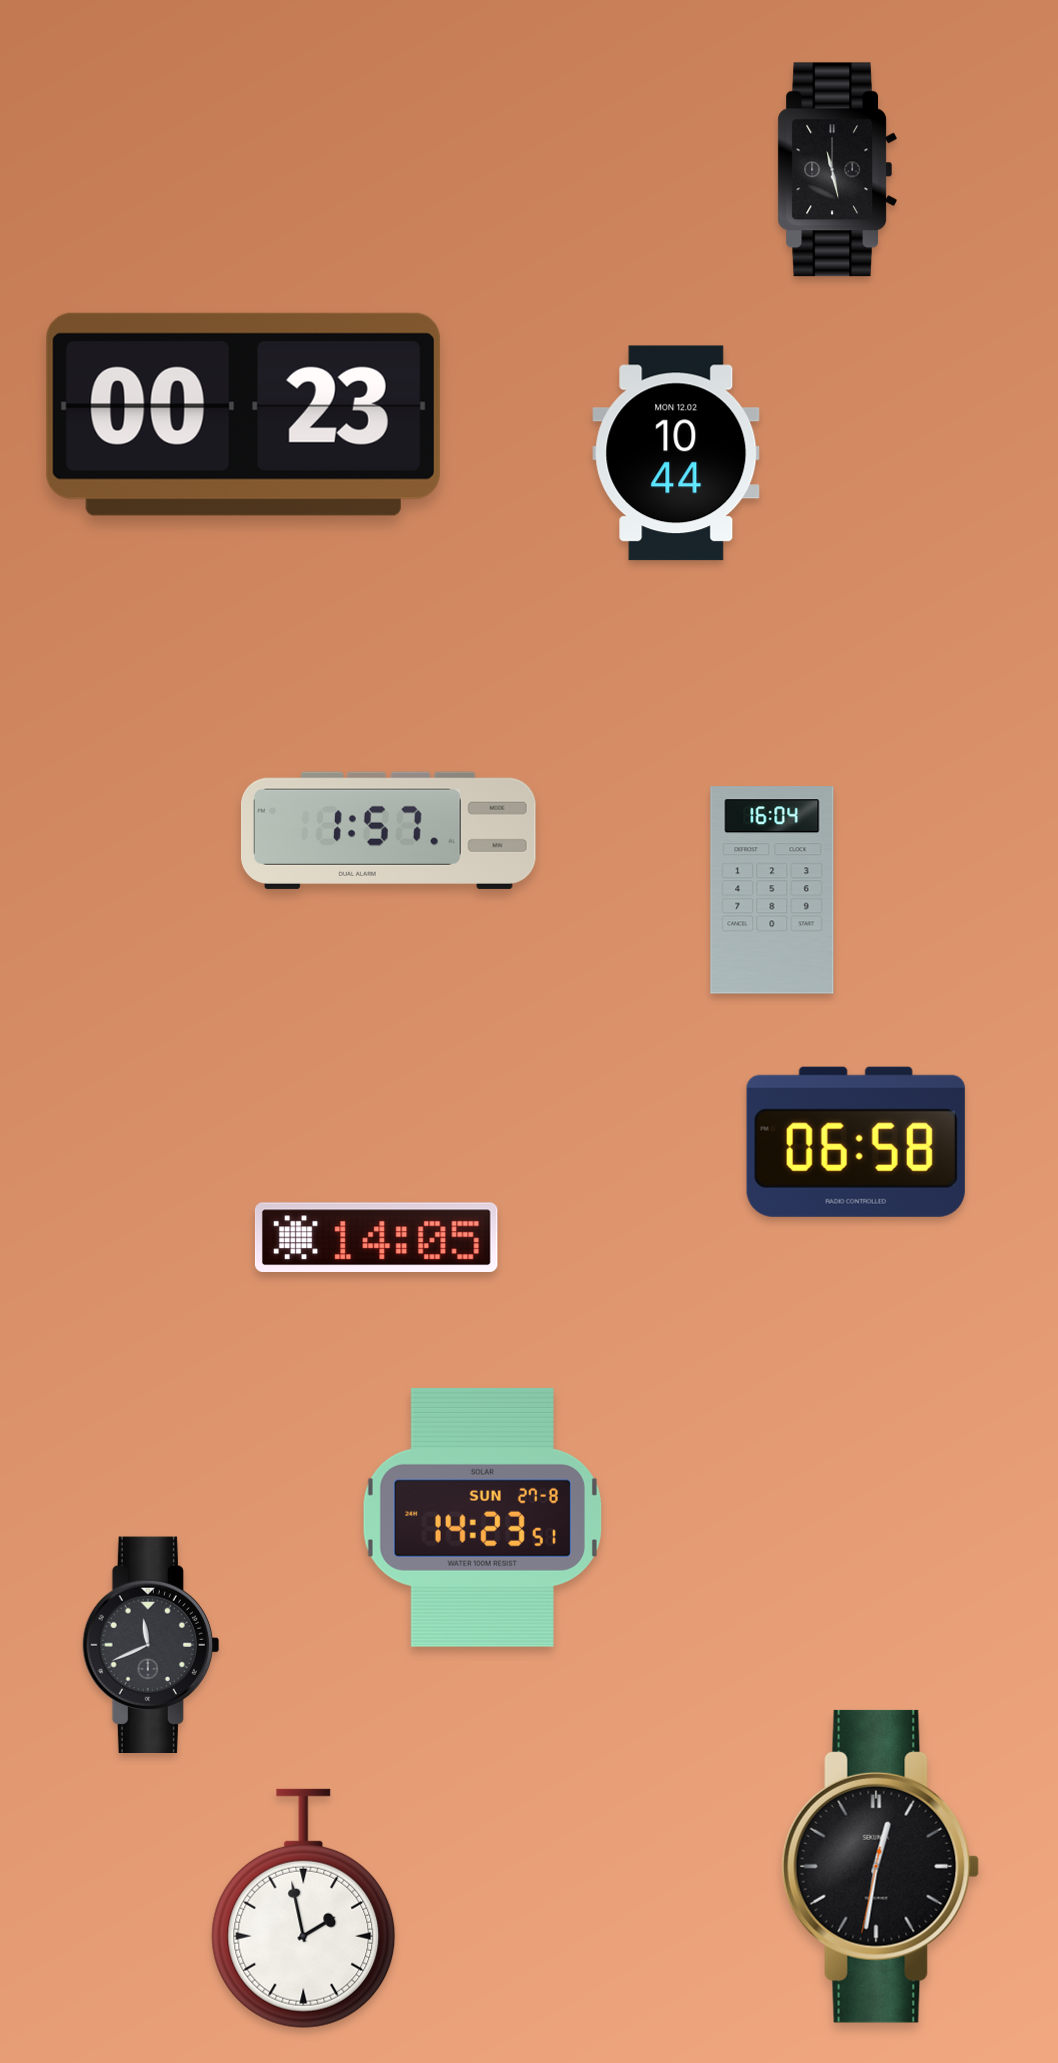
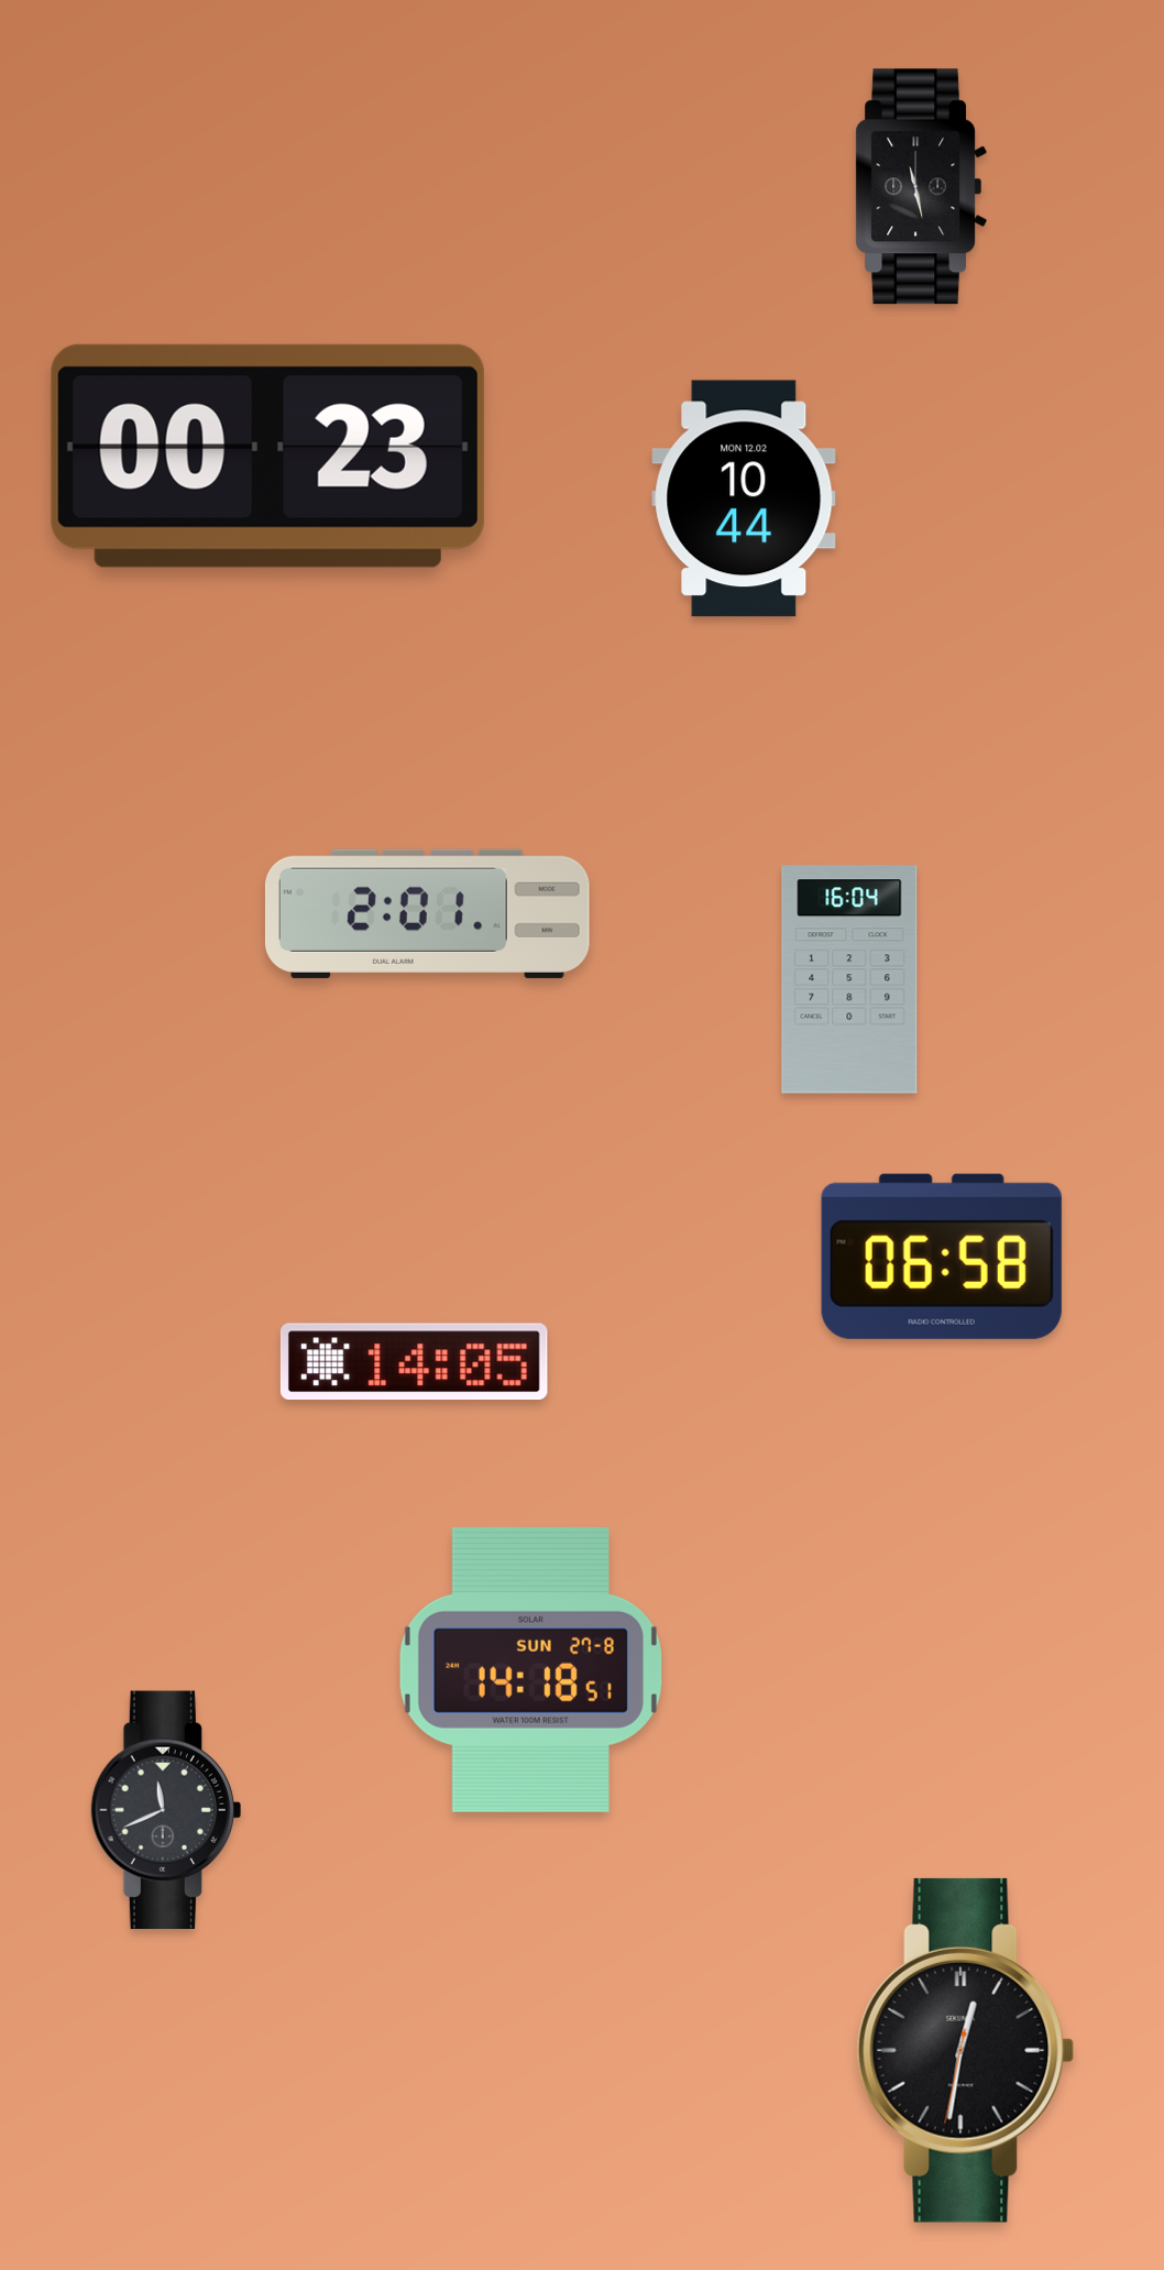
clock at (388, 830): 1:57 -> 2:01
clock at (482, 1517): 14:23 -> 14:18
clock at (881, 1866) position: (881, 1866) -> (966, 2050)
clock at (304, 1909): 1:58 -> none
